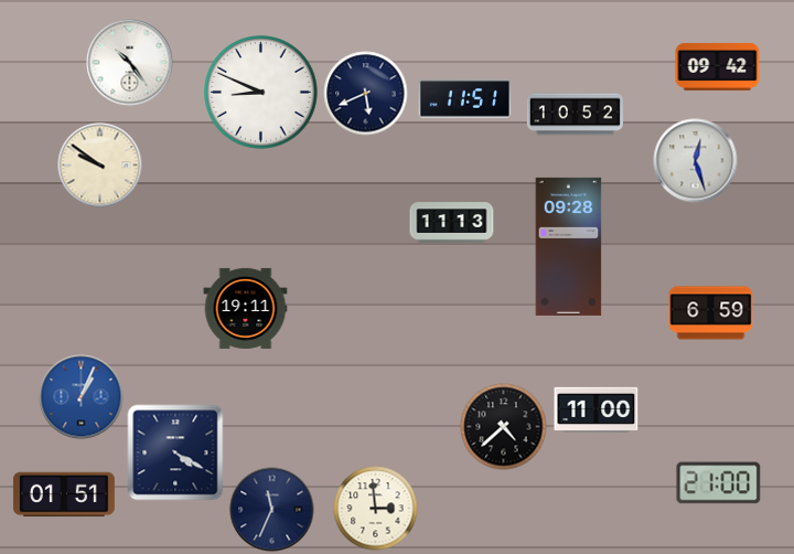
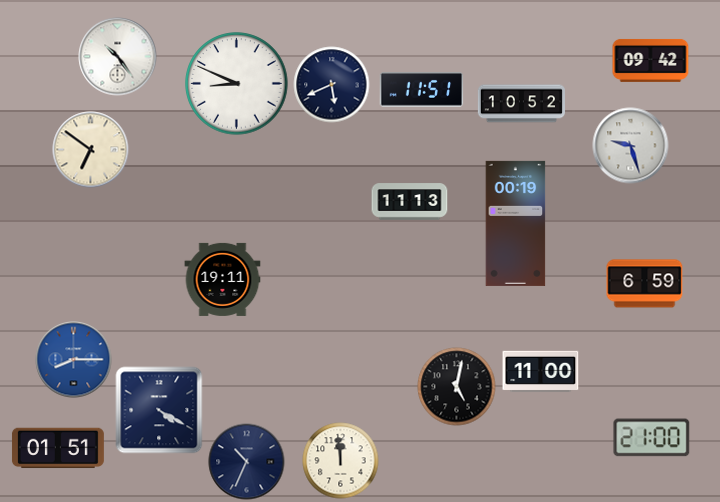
clock at (696, 161): 12:27 -> 9:27
clock at (100, 166): 9:51 -> 6:51
clock at (569, 246): 09:28 -> 00:19
clock at (82, 397): 1:04 -> 8:15
clock at (504, 427): 4:38 -> 5:02
clock at (376, 509): 2:59 -> 11:59
clock at (272, 510): 11:34 -> 10:34
